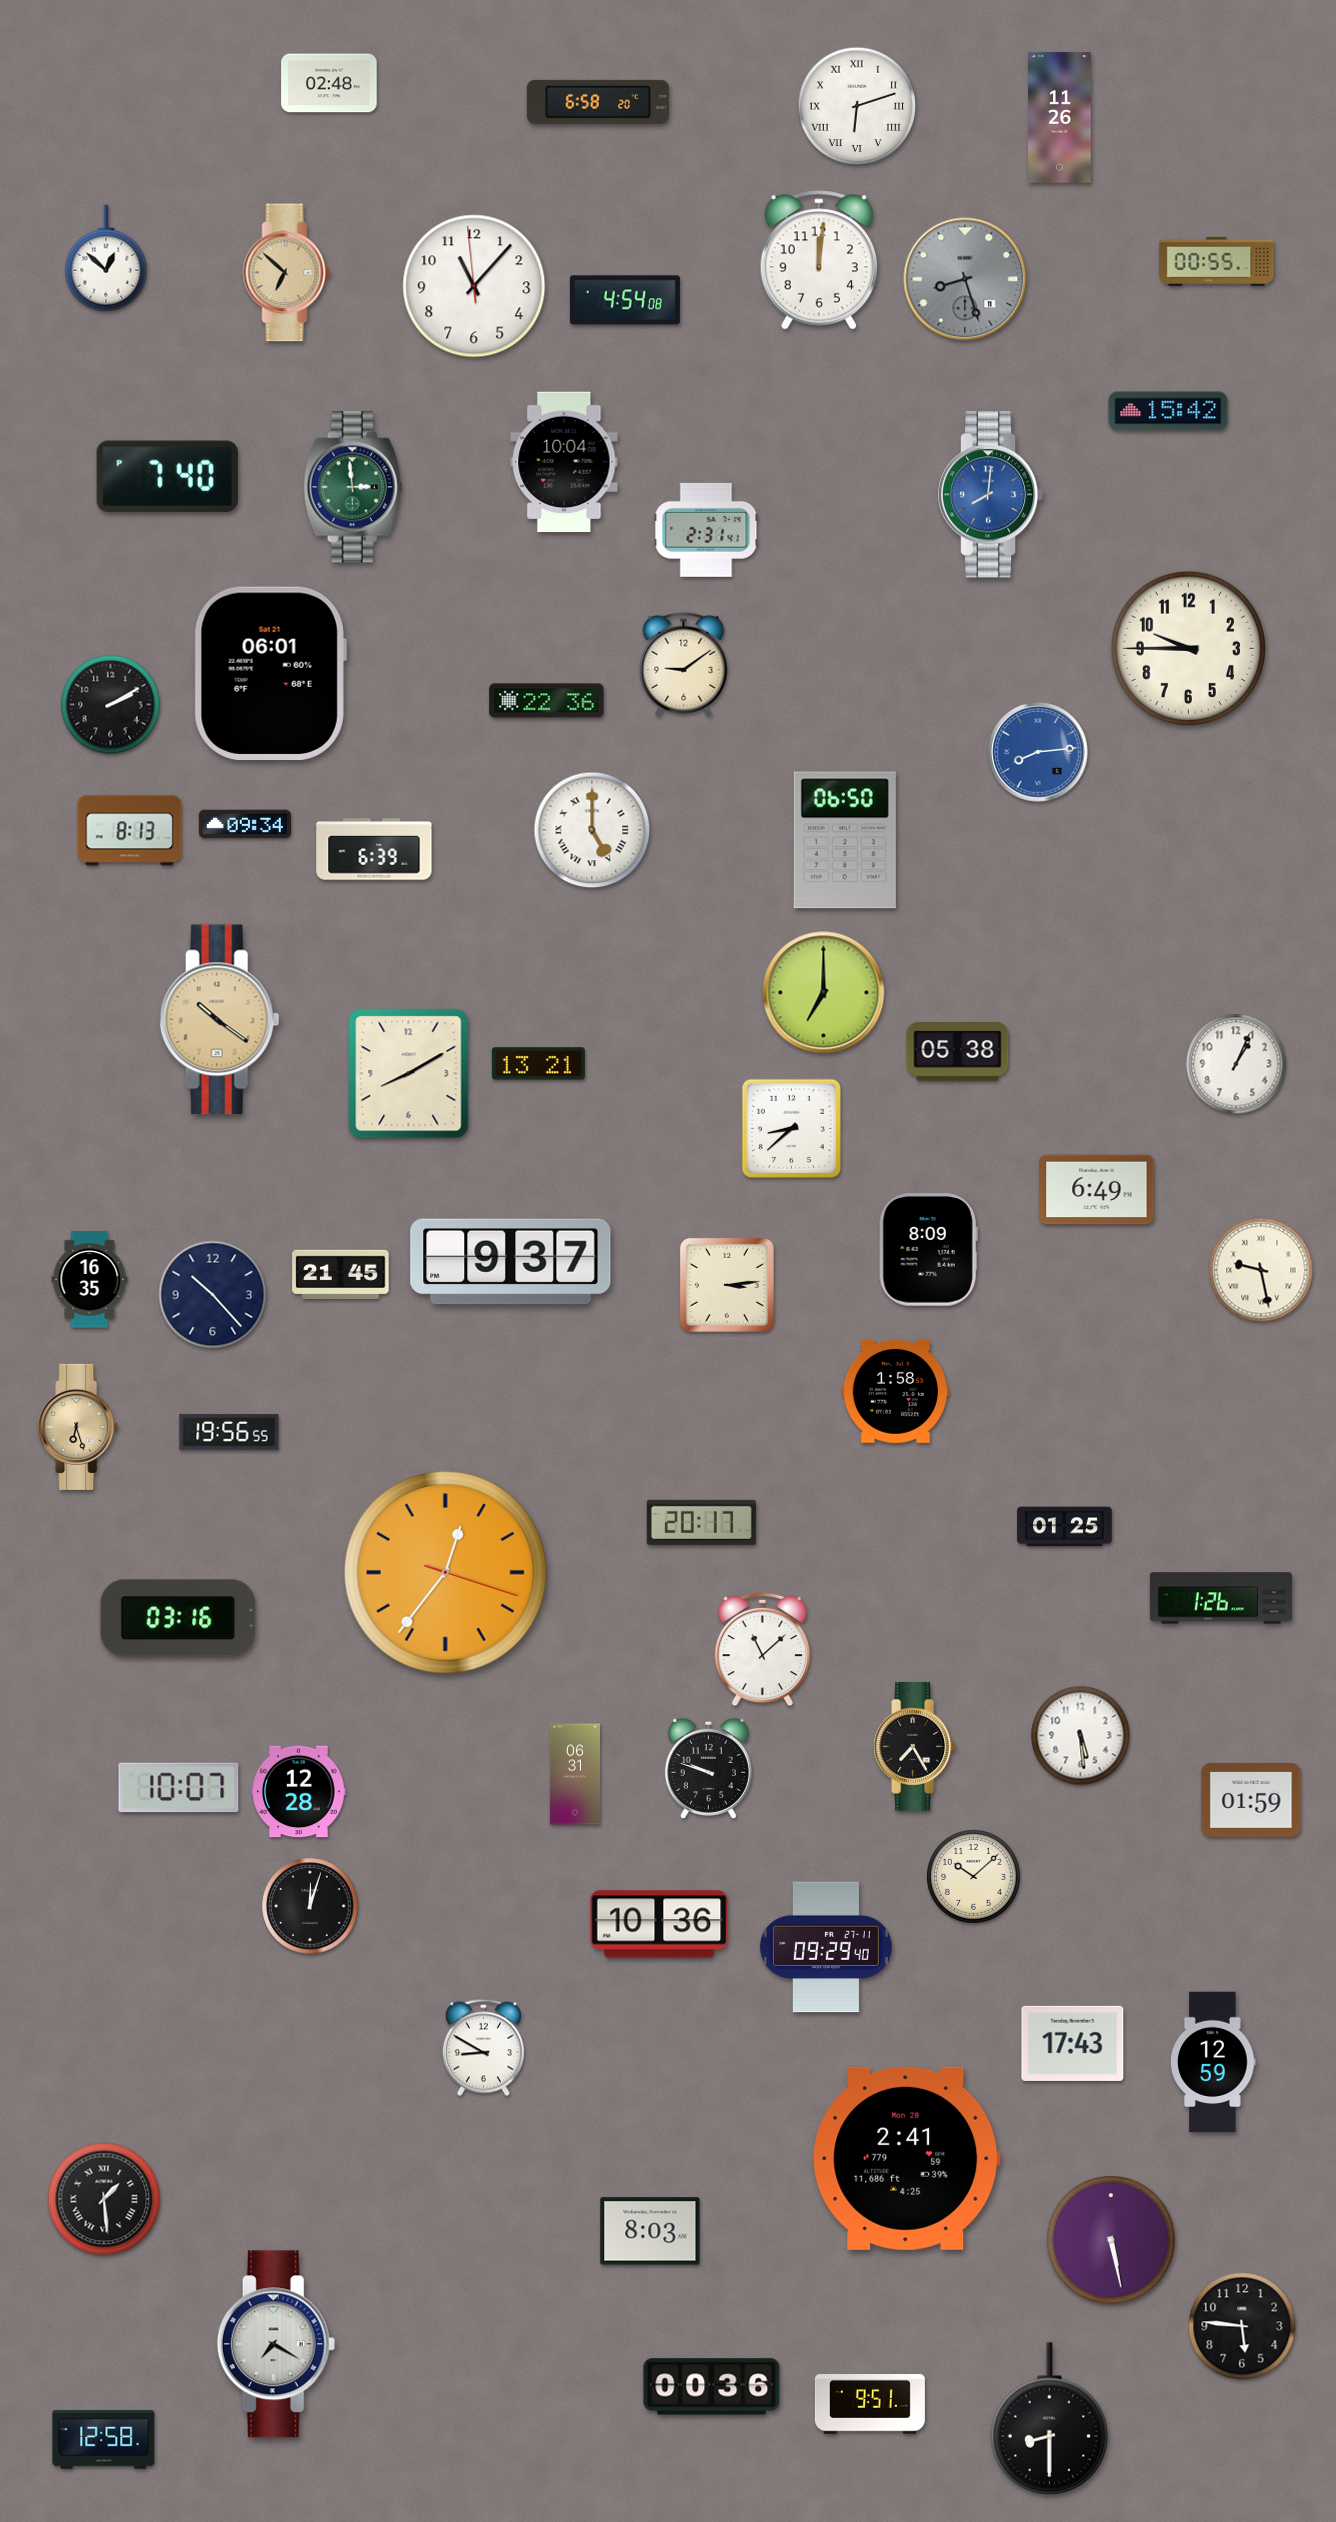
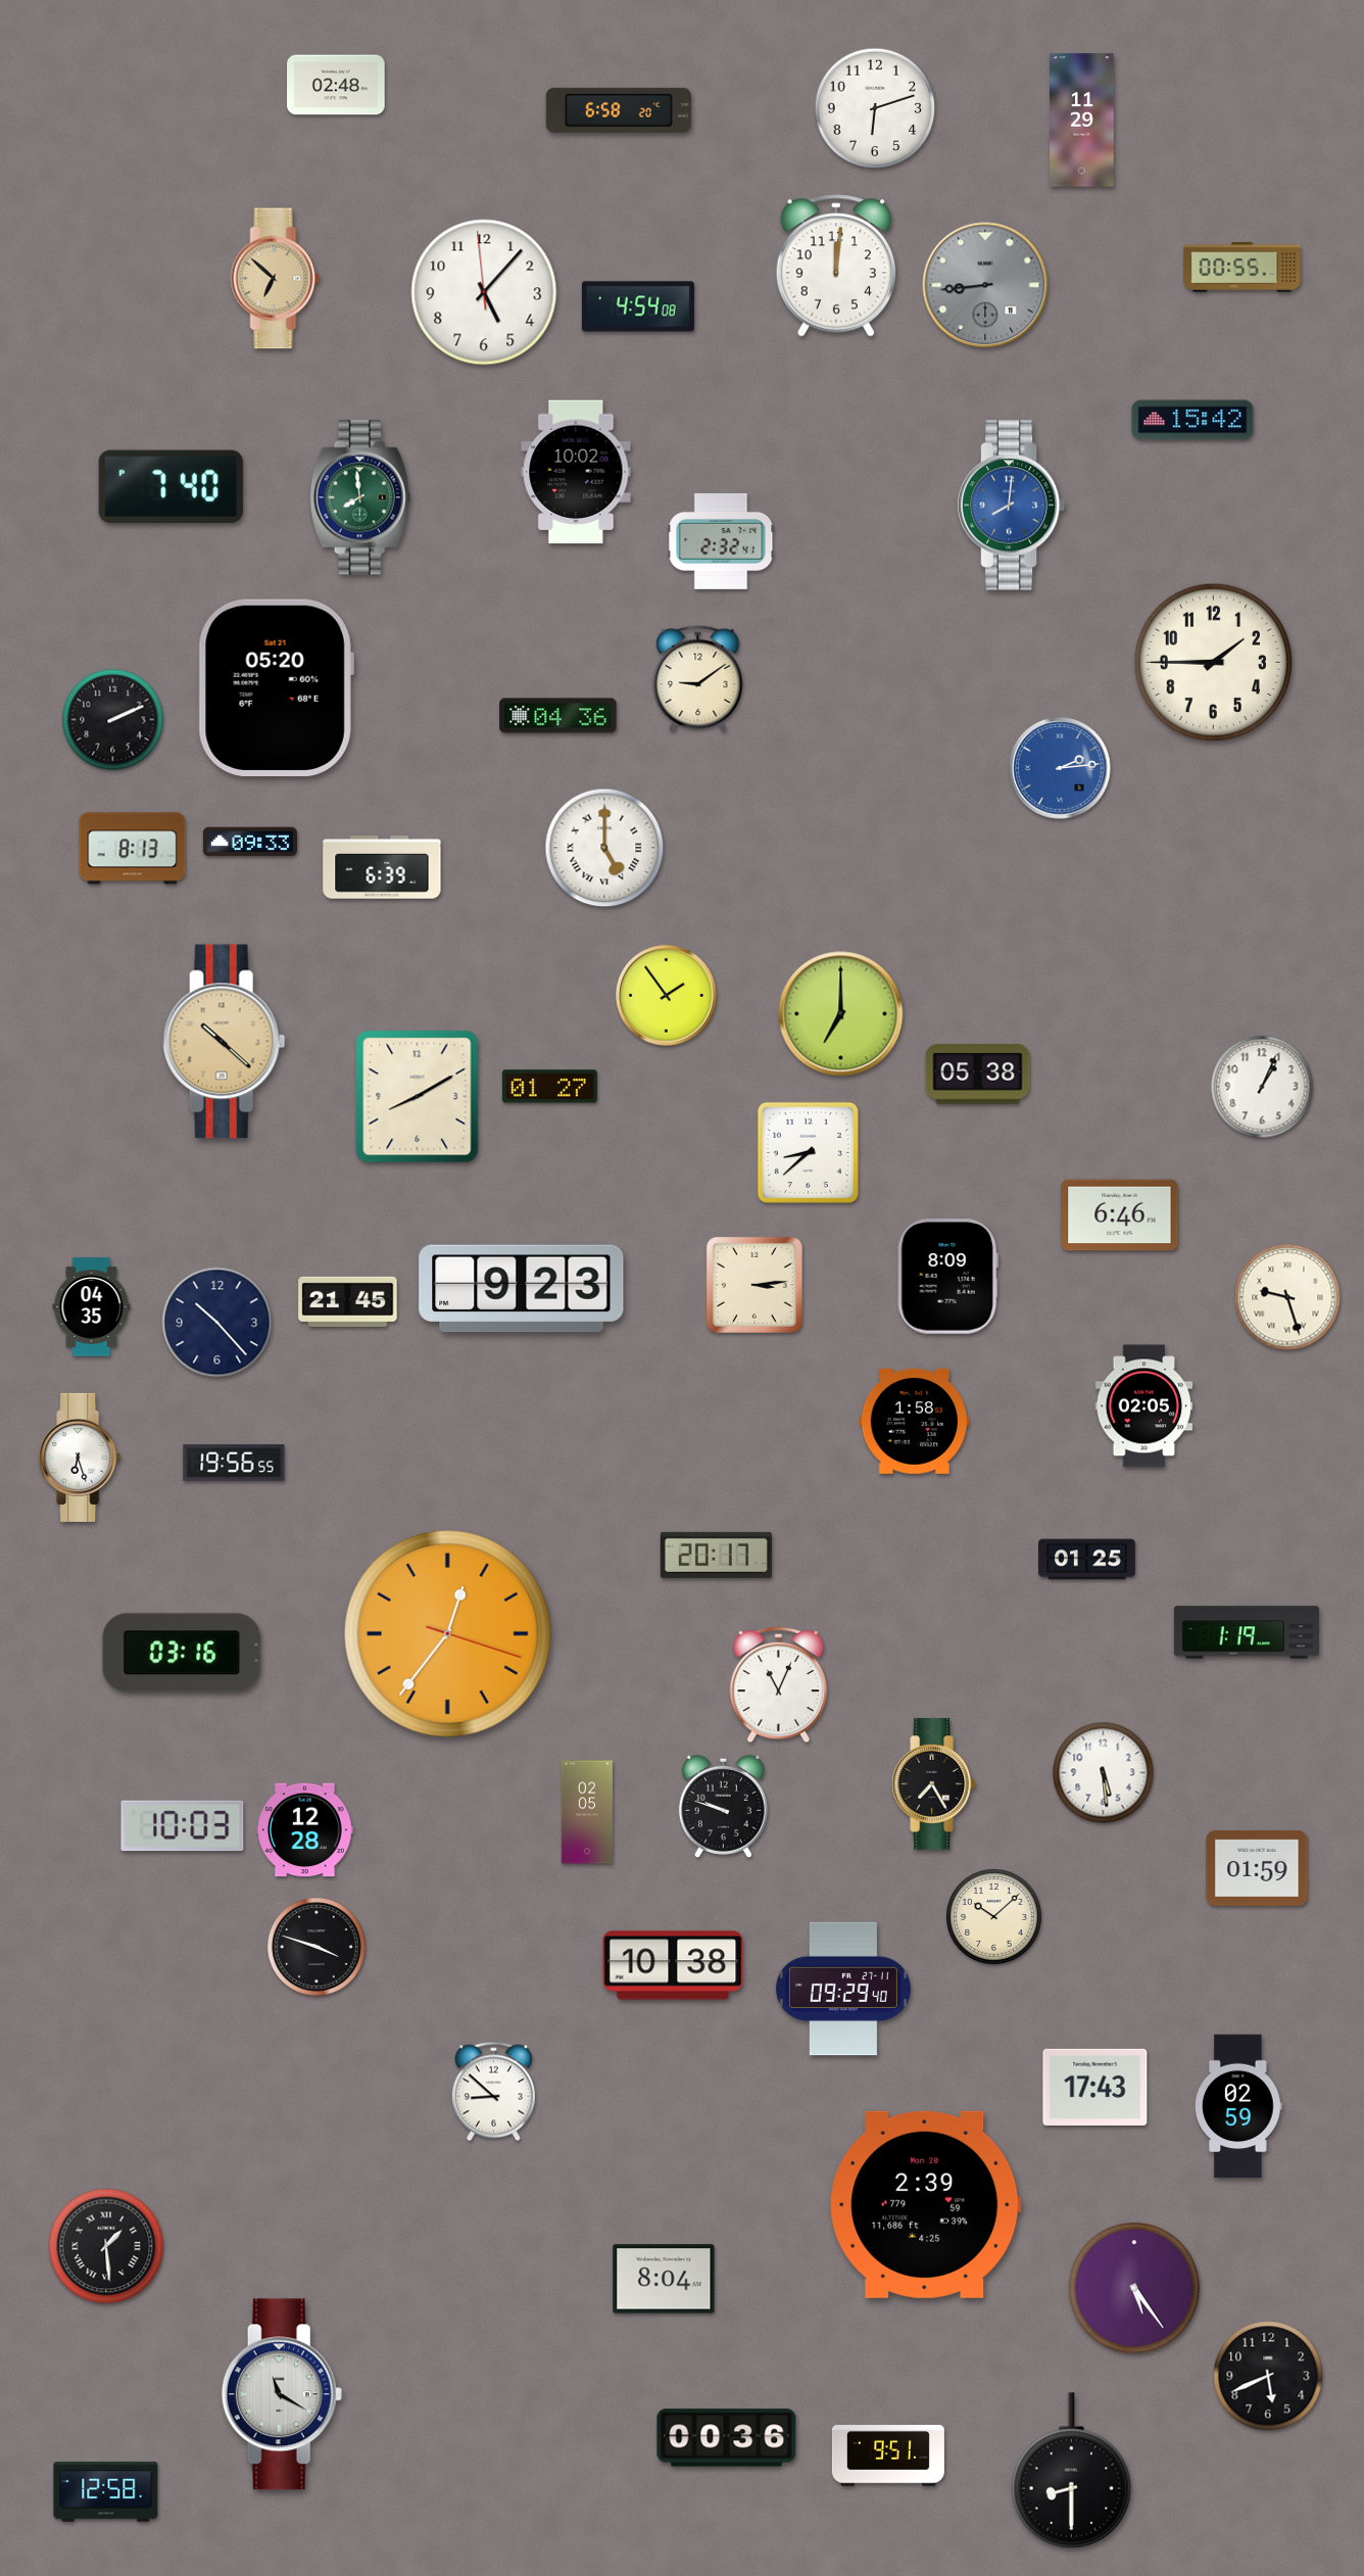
clock at (598, 102) position: (598, 102) -> (619, 110)
clock at (857, 106) numerals: Roman -> Arabic
clock at (1060, 118): 11:26 -> 11:29
clock at (106, 258): 12:52 -> none
clock at (287, 273) position: (287, 273) -> (276, 279)
clock at (965, 279): 8:27 -> 8:44
clock at (474, 286): 11:06 -> 5:06
clock at (564, 462): 10:04 -> 10:02
clock at (353, 487): 2:59 -> 7:59
clock at (706, 530): 2:31 -> 2:32
clock at (1188, 648): 9:45 -> 1:45
clock at (270, 673): 06:01 -> 05:20
clock at (547, 701): 22:36 -> 04:36
clock at (111, 705): 2:10 -> 2:11
clock at (1038, 752): 8:14 -> 2:14
clock at (245, 824): 09:34 -> 09:33
clock at (845, 840): 06:50 -> none
clock at (667, 996): none -> 1:54
clock at (219, 1020): 10:21 -> 10:22
clock at (538, 1064): 13:21 -> 01:27
clock at (1097, 1190): 6:49 -> 6:46
clock at (511, 1262): 9:37 -> 9:23
clock at (1261, 1270): 9:28 -> 9:27
clock at (90, 1280): 16:35 -> 04:35
clock at (727, 1285) position: (727, 1285) -> (754, 1285)
clock at (1144, 1406): none -> 02:05
clock at (79, 1427) dial: champagne -> white
clock at (445, 1572) position: (445, 1572) -> (447, 1633)
clock at (1221, 1598): 1:26 -> 1:19
clock at (763, 1650): 11:08 -> 11:04
clock at (575, 1774): 06:31 -> 02:05
clock at (179, 1788): 10:07 -> 10:03
clock at (1251, 1800) position: (1251, 1800) -> (1257, 1868)
clock at (310, 1906): 12:03 -> 3:48
clock at (659, 1924): 10:36 -> 10:38
clock at (483, 2048): 8:50 -> 8:52
clock at (1213, 2062): 12:59 -> 02:59
clock at (907, 2158): 2:41 -> 2:39
clock at (650, 2231): 8:03 -> 8:04
clock at (1111, 2240): 5:28 -> 5:24
clock at (1242, 2326): 5:46 -> 5:41
clock at (276, 2344): 7:20 -> 11:20
